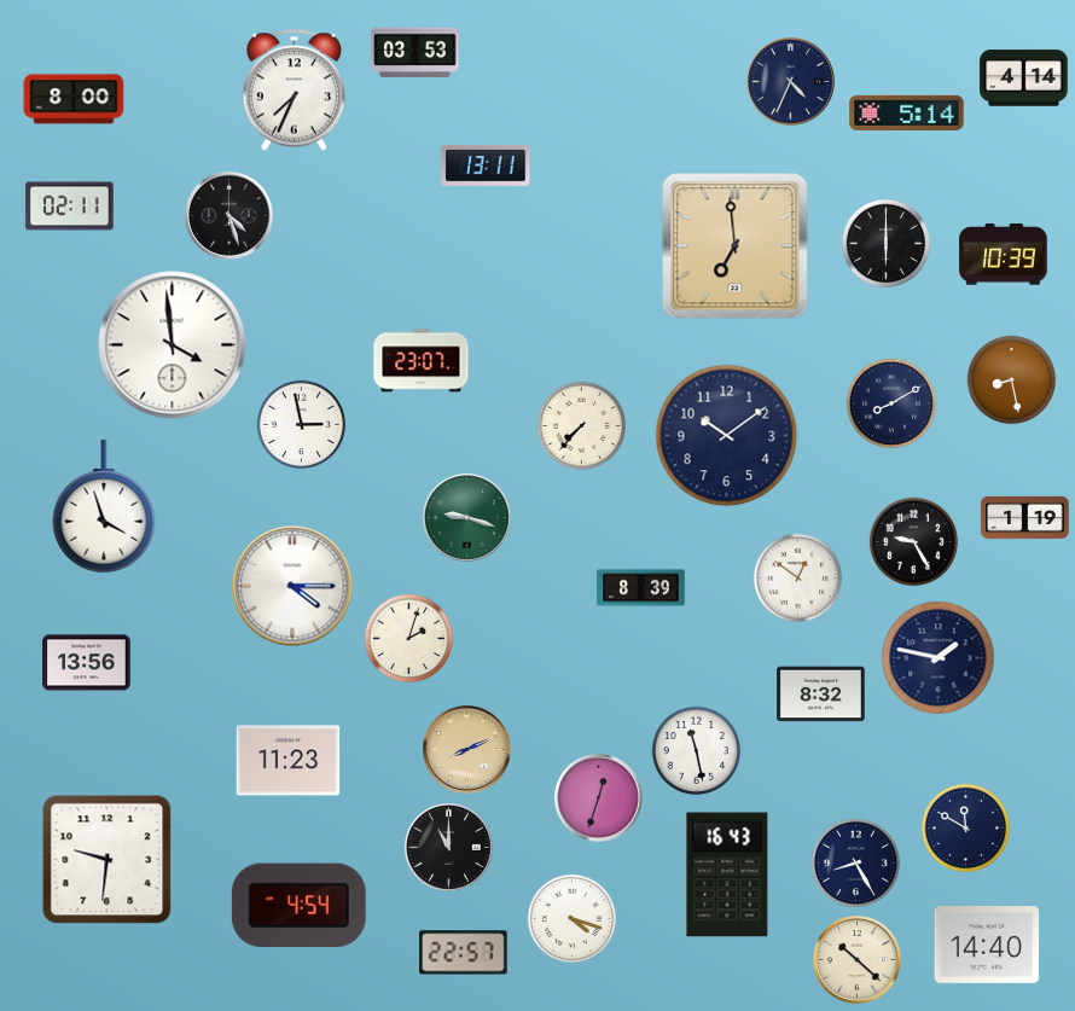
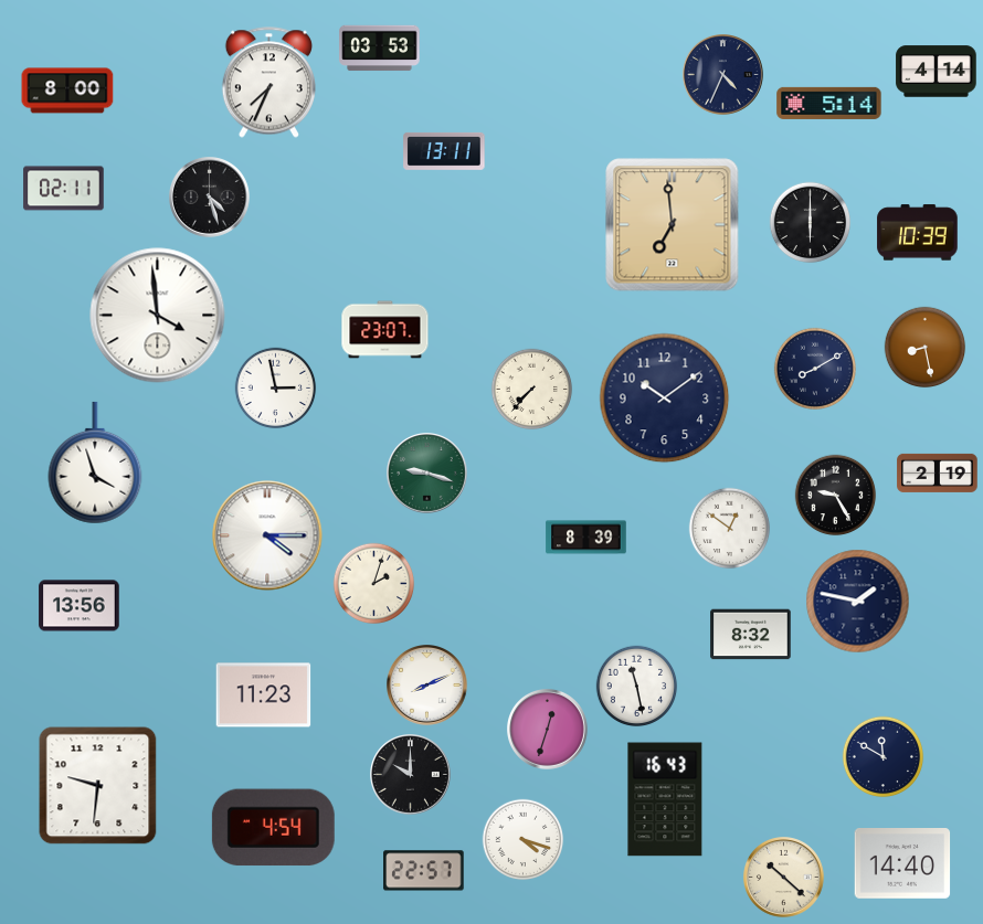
clock at (1025, 517): 1:19 -> 2:19
clock at (467, 750) dial: champagne -> white
clock at (449, 848): 11:00 -> 10:00
clock at (856, 864): 8:25 -> none
